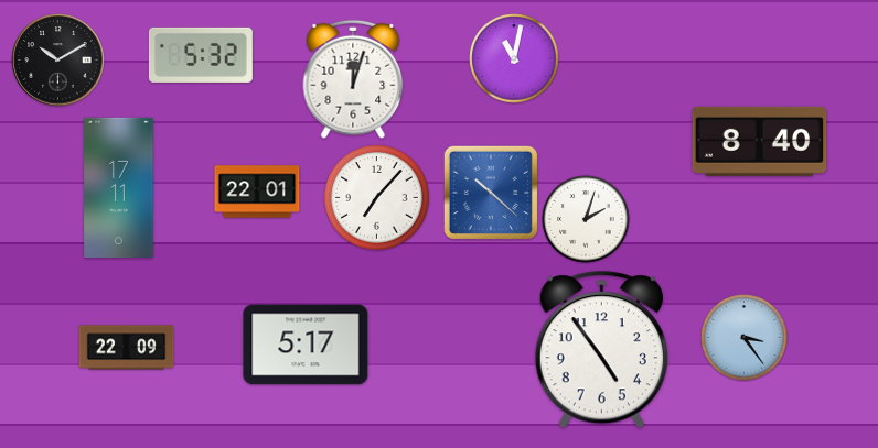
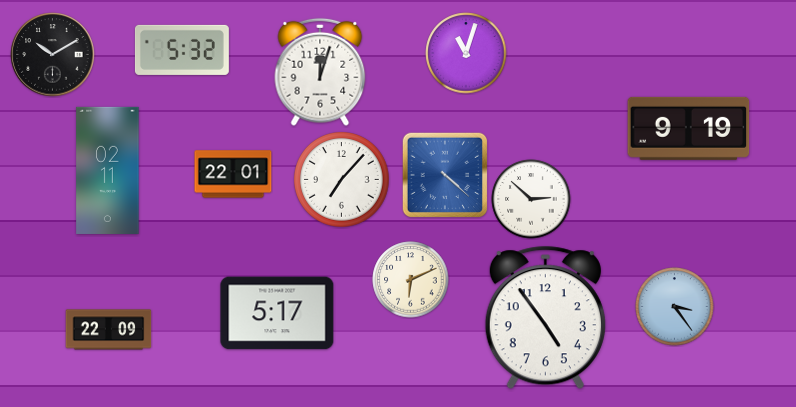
clock at (514, 58): 11:02 -> 11:03
clock at (760, 141): 8:40 -> 9:19
clock at (119, 187): 17:11 -> 02:11
clock at (491, 193): 10:22 -> 4:22
clock at (586, 219): 2:03 -> 2:52
clock at (411, 280): none -> 6:11
clock at (127, 348) position: (127, 348) -> (109, 330)
